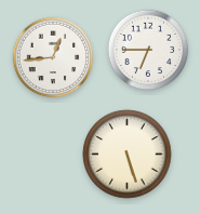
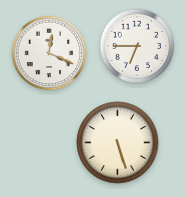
clock at (53, 57): 12:44 -> 12:19
